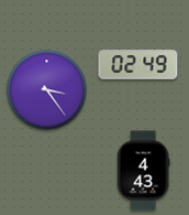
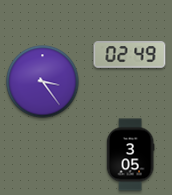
clock at (138, 65) position: (138, 65) -> (130, 55)
clock at (143, 171): 4:43 -> 3:05
